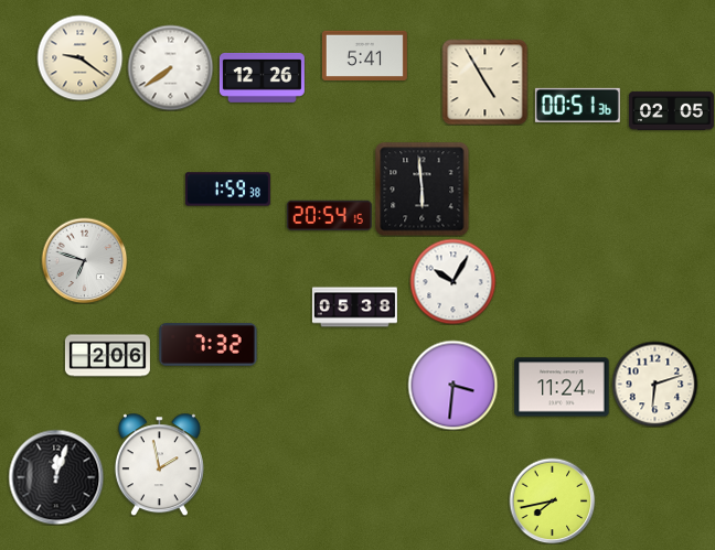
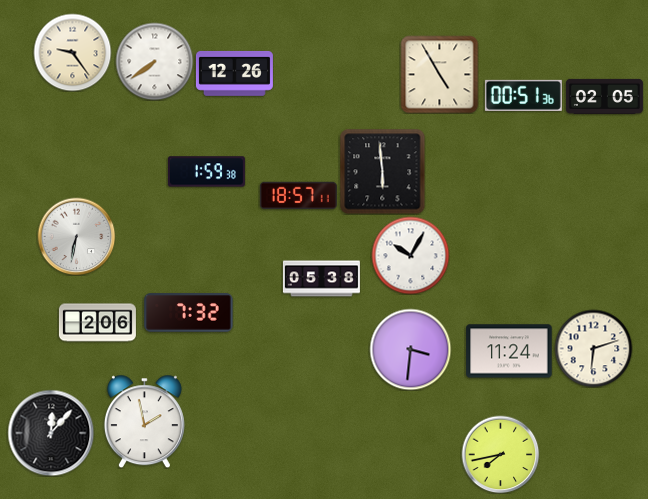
clock at (364, 55): 5:41 -> none
clock at (79, 57): 9:21 -> 9:24
clock at (262, 77) position: (262, 77) -> (234, 73)
clock at (671, 110) position: (671, 110) -> (604, 96)
clock at (329, 215): 20:54 -> 18:57
clock at (84, 260): 6:48 -> 6:32
clock at (56, 477): 12:03 -> 12:07
